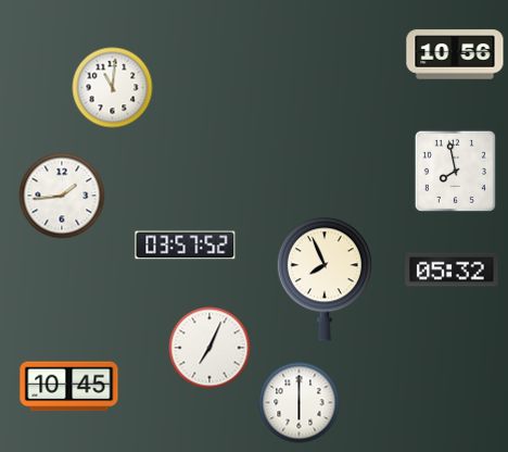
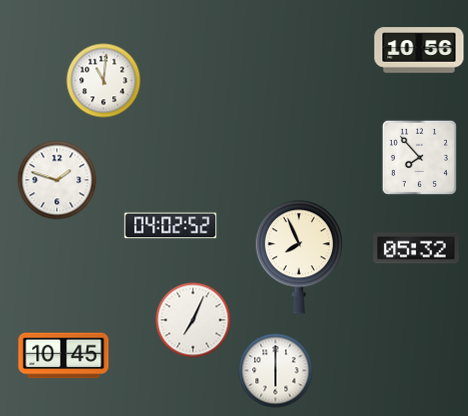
clock at (455, 171): 7:58 -> 7:53
clock at (62, 196): 1:44 -> 1:48
clock at (186, 246): 03:57 -> 04:02
